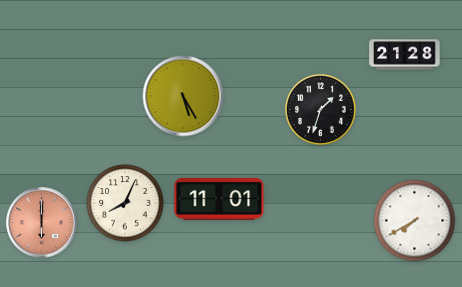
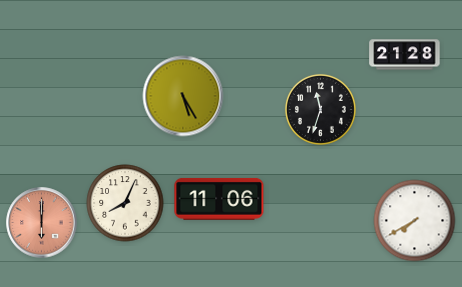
clock at (320, 109): 1:33 -> 11:33
clock at (219, 199): 11:01 -> 11:06
